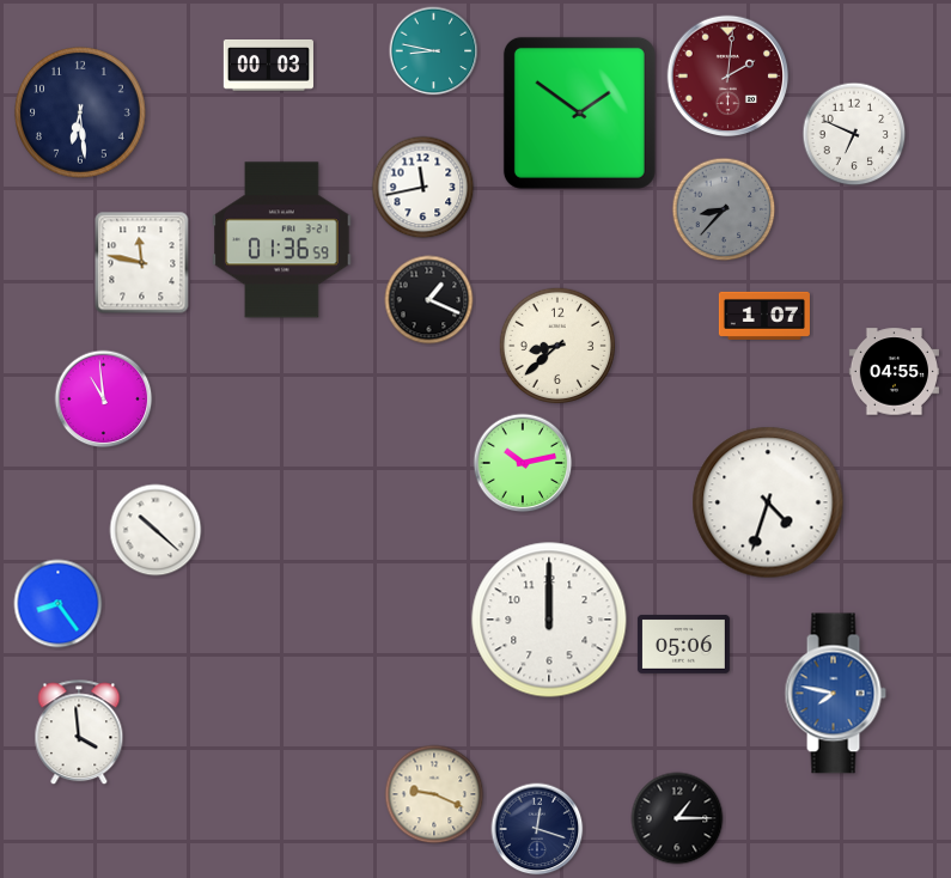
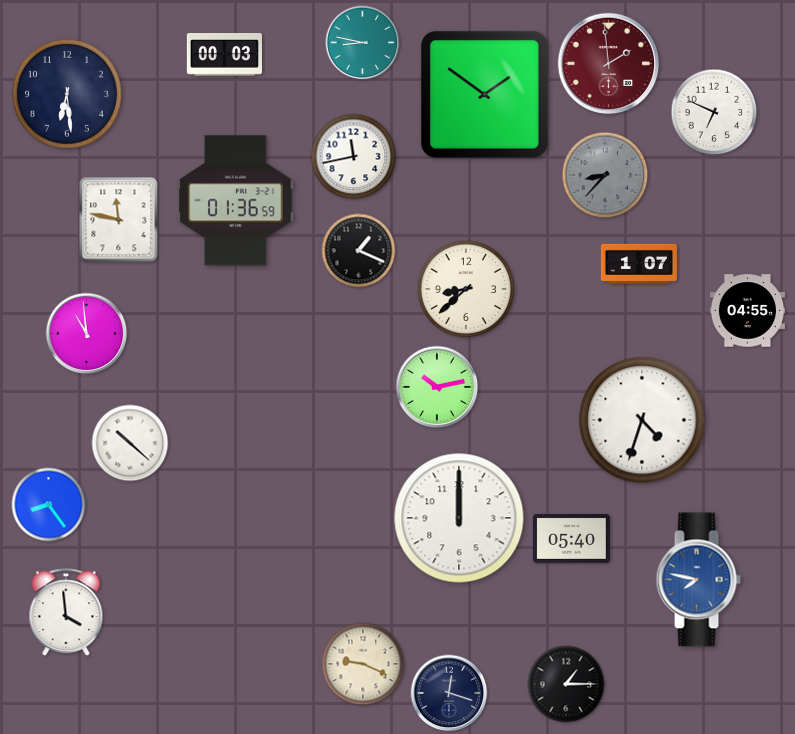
clock at (729, 77): 2:01 -> 1:59
clock at (683, 644): 05:06 -> 05:40
